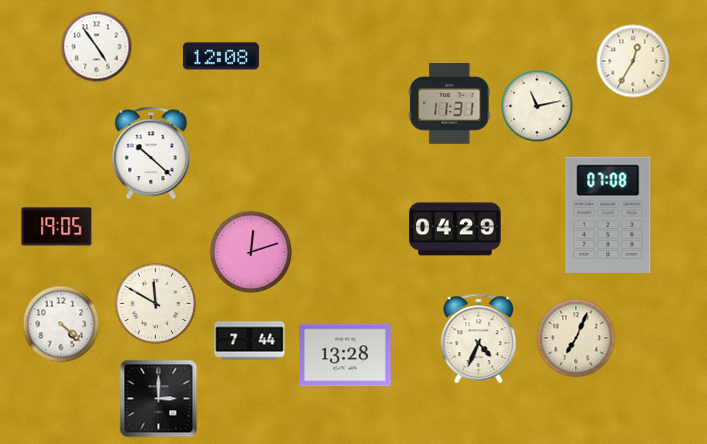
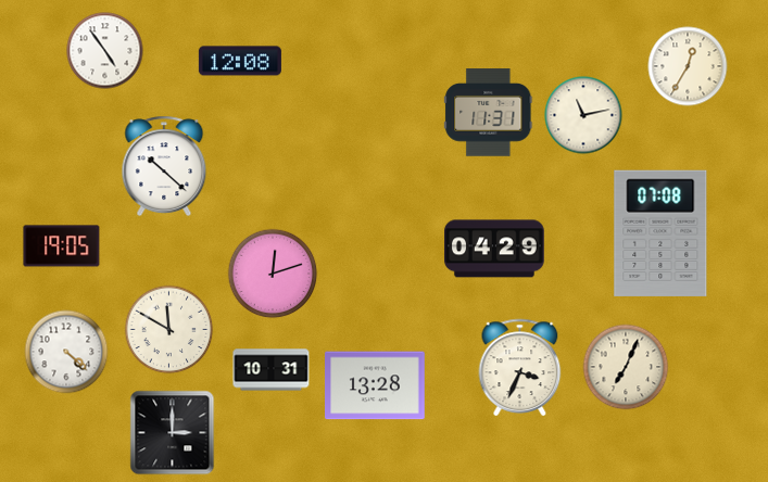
clock at (479, 338): 4:34 -> 3:34
clock at (250, 341): 7:44 -> 10:31
